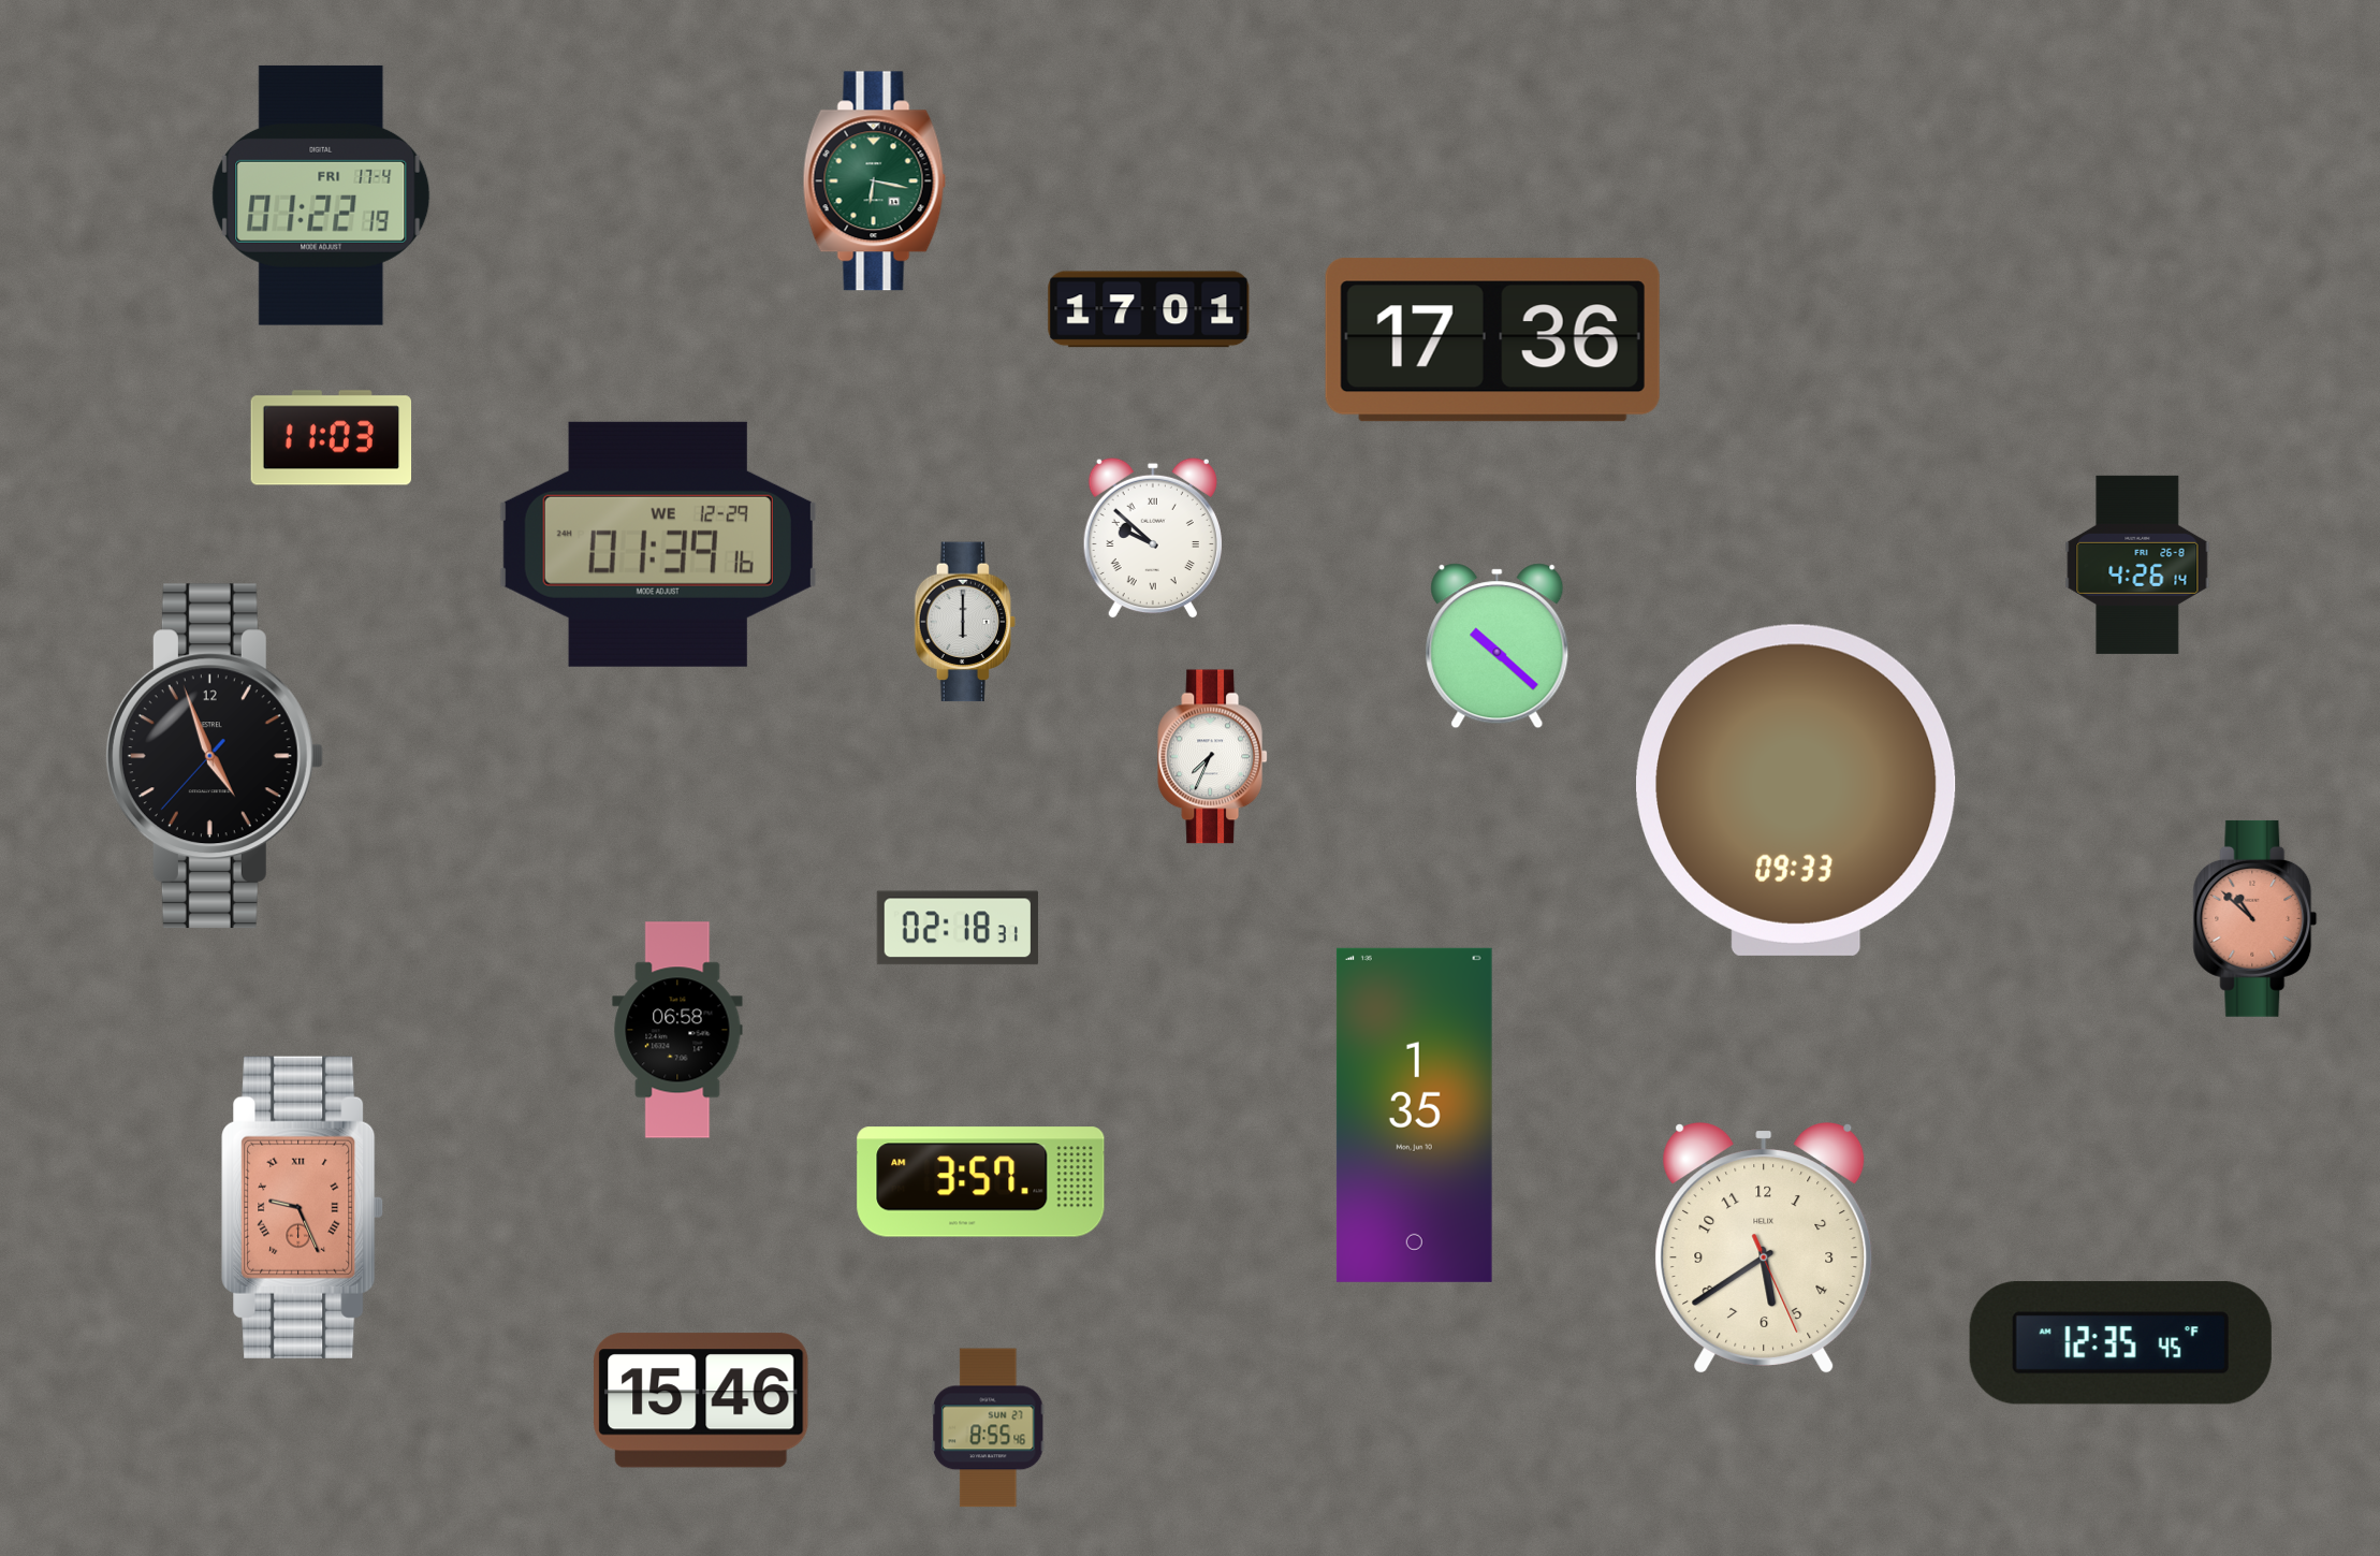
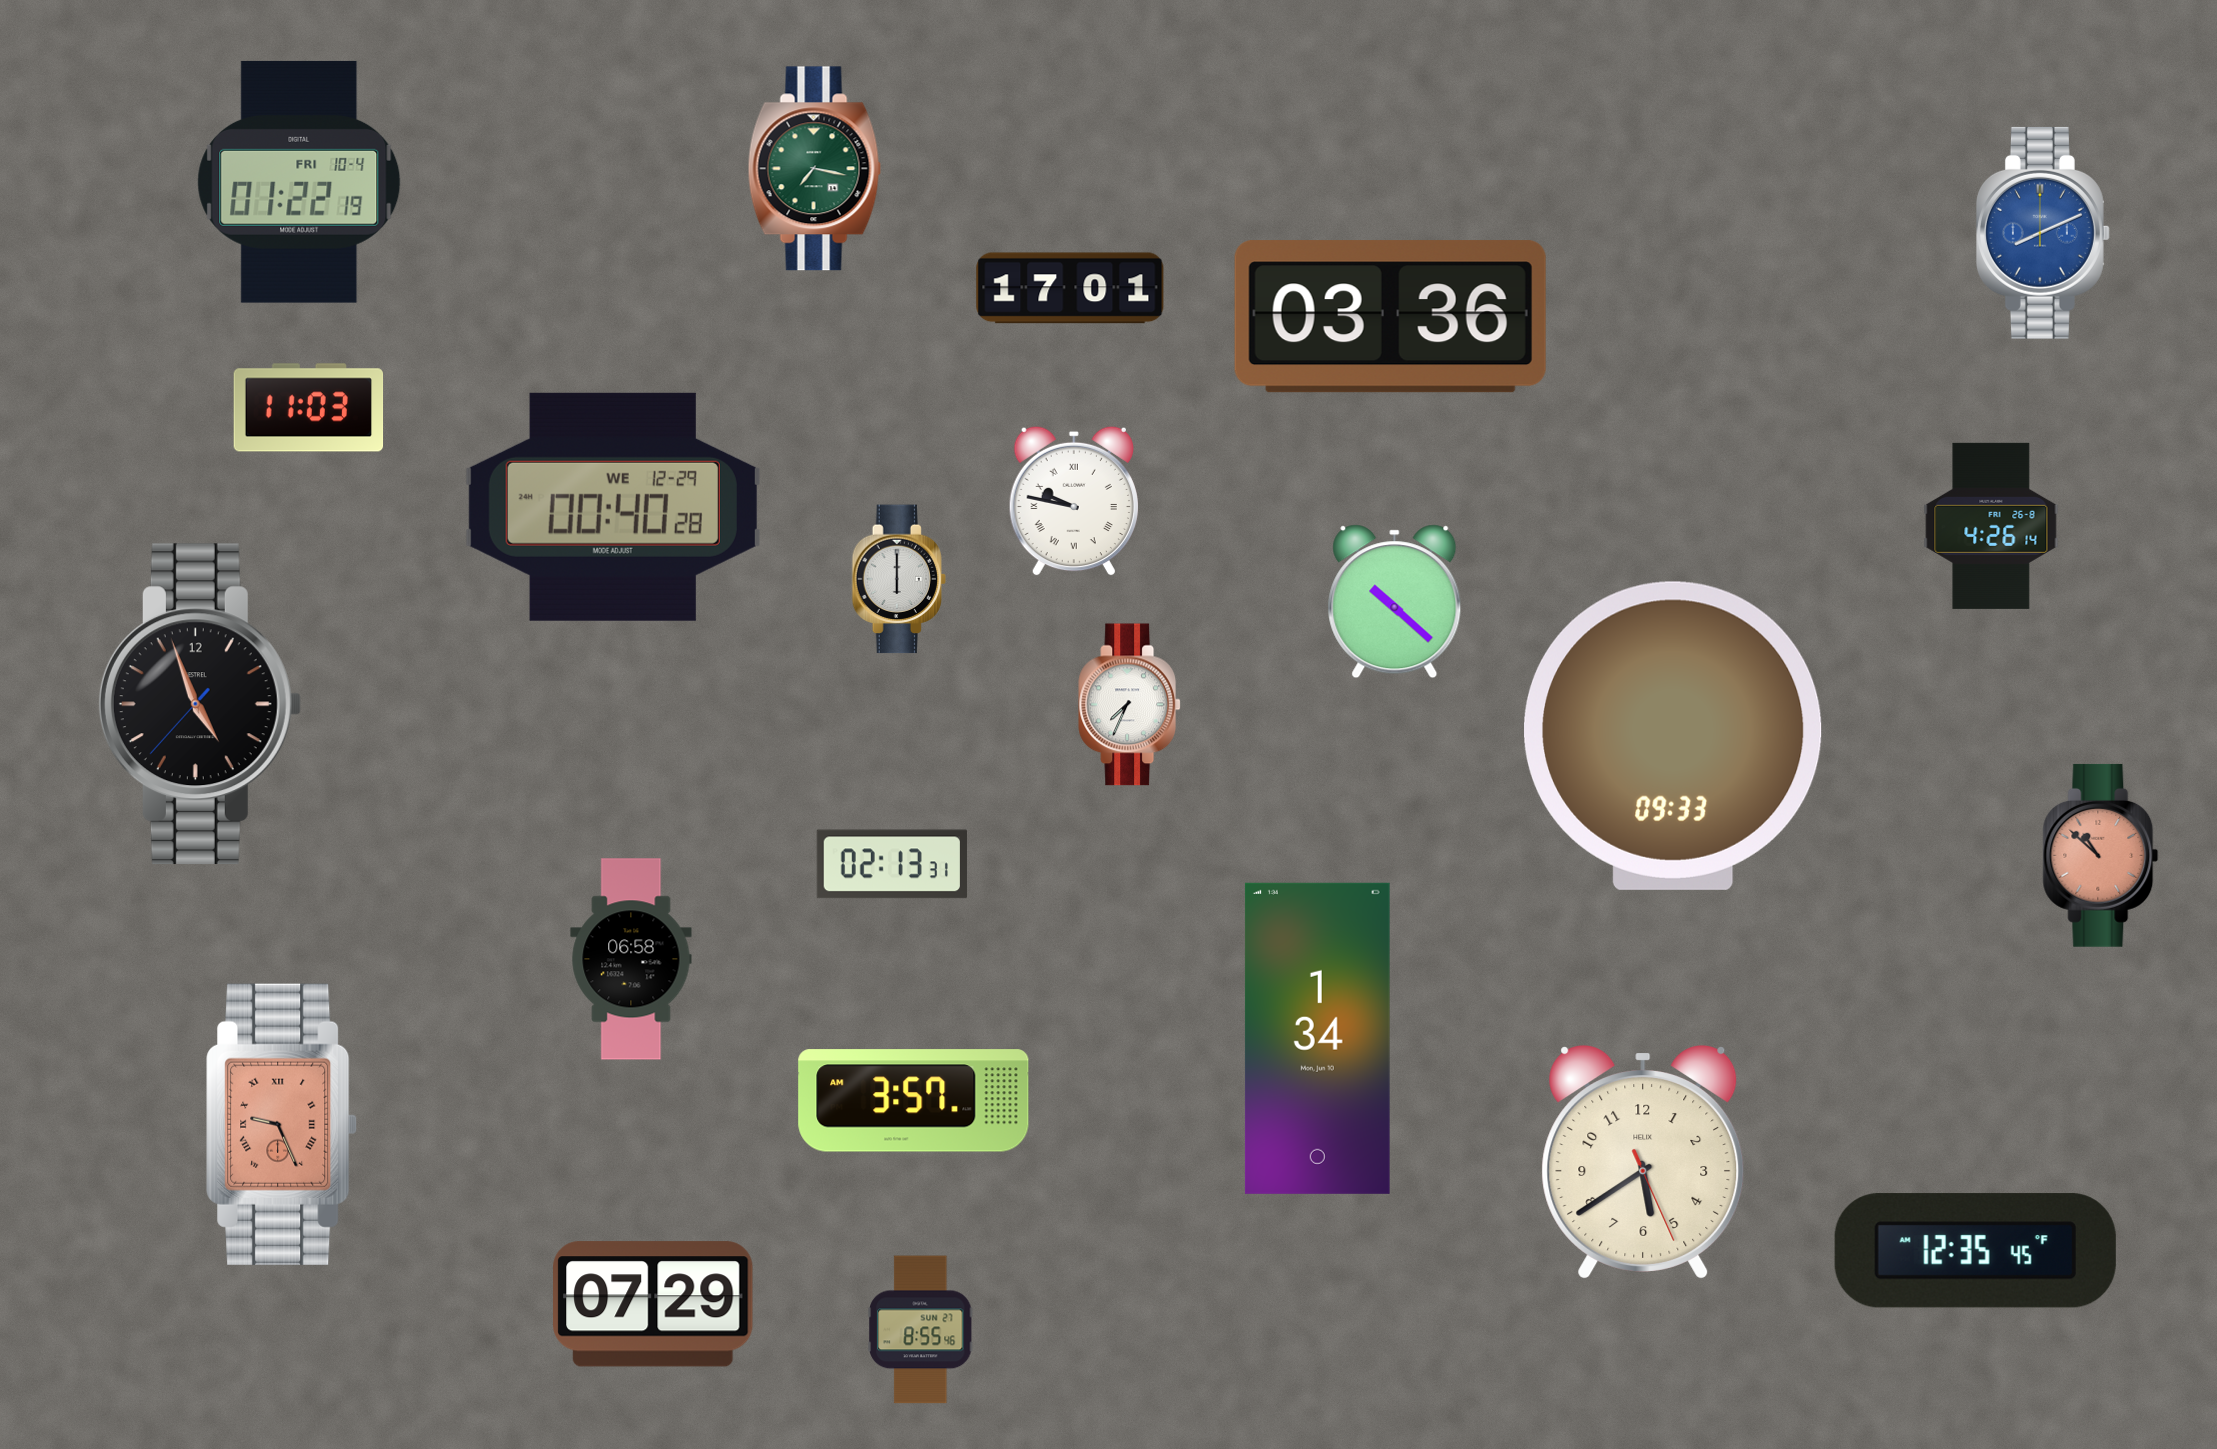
clock at (874, 181): 6:17 -> 7:17
clock at (321, 195) date: FRI 17-4 -> FRI 10-4
clock at (2043, 233): none -> 8:11
clock at (1492, 340): 17:36 -> 03:36
clock at (1153, 538): 9:52 -> 9:47
clock at (658, 544): 01:39 -> 00:40
clock at (958, 928): 02:18 -> 02:13
clock at (1414, 1115): 1:35 -> 1:34
clock at (702, 1400): 15:46 -> 07:29
